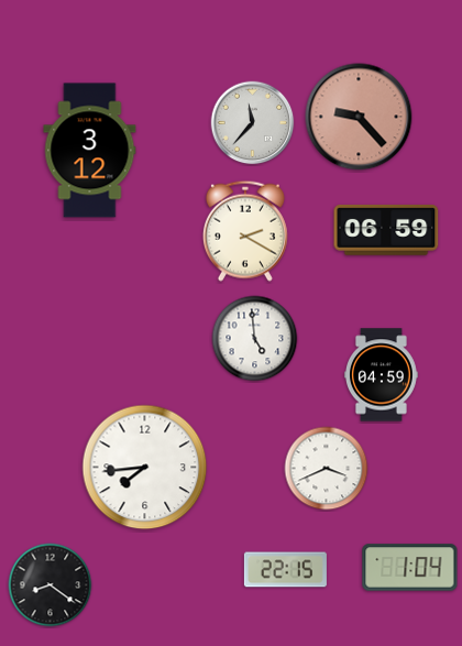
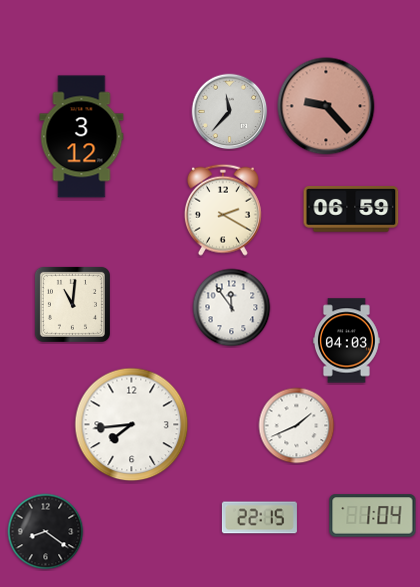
clock at (72, 304): none -> 11:01
clock at (255, 339): 4:59 -> 11:54
clock at (381, 375): 04:59 -> 04:03
clock at (327, 469): 3:41 -> 1:41
